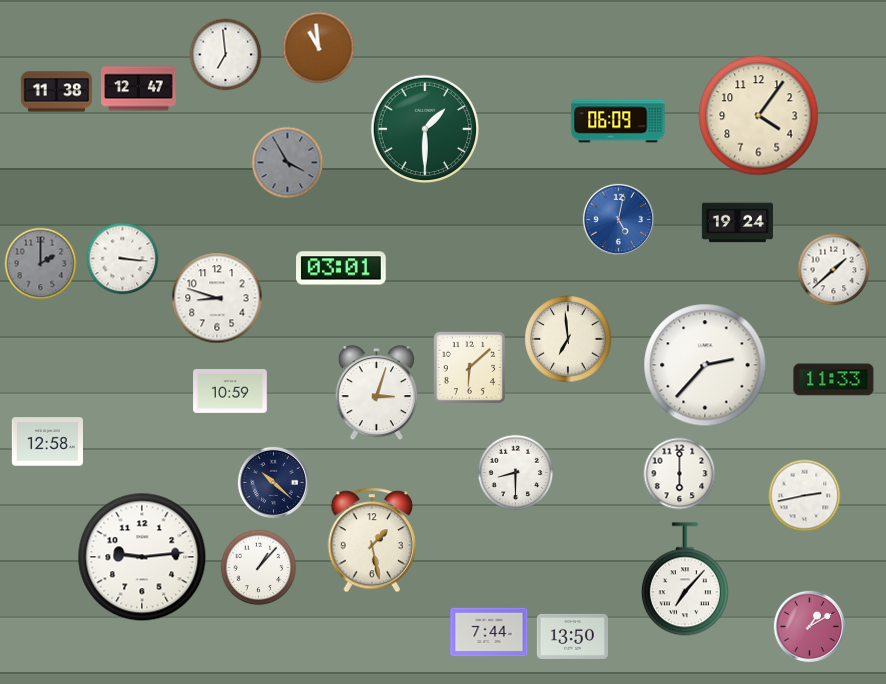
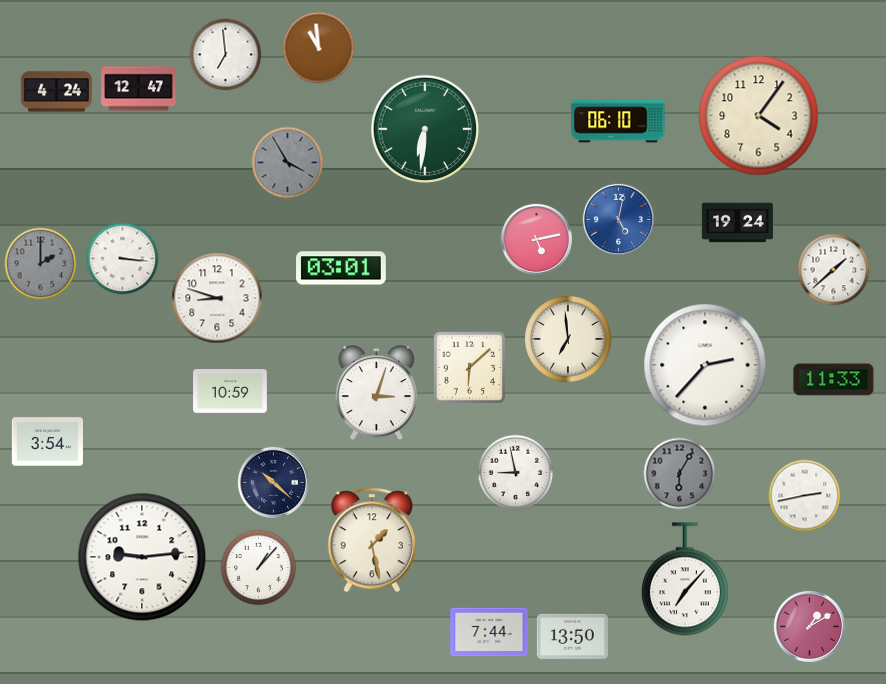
clock at (56, 92): 11:38 -> 4:24
clock at (618, 121): 06:09 -> 06:10
clock at (424, 128): 1:30 -> 6:31
clock at (536, 239): none -> 5:13
clock at (47, 442): 12:58 -> 3:54
clock at (516, 473): 8:30 -> 8:58
clock at (680, 474): 6:00 -> 6:05
clock at (680, 474) dial: white -> grey
